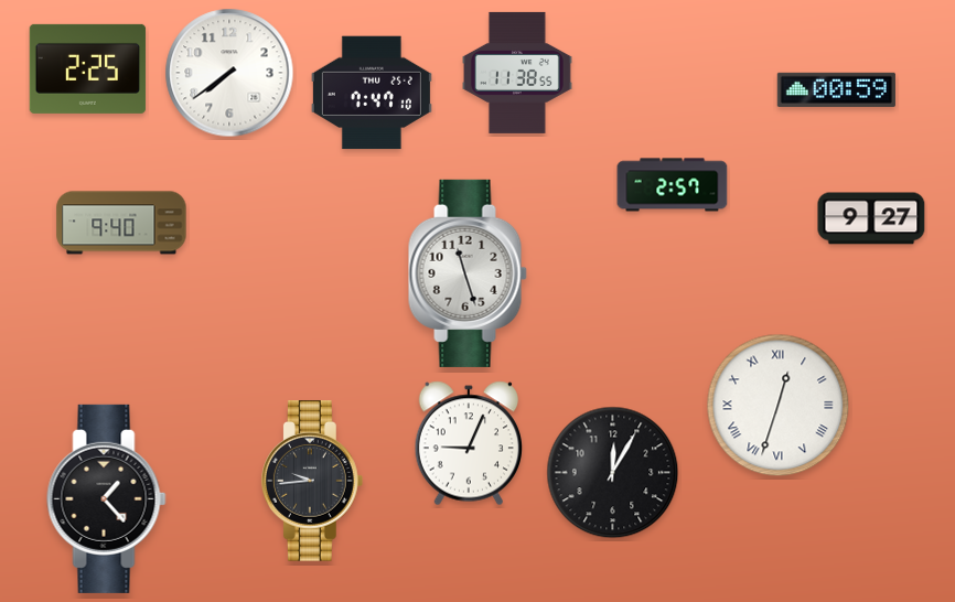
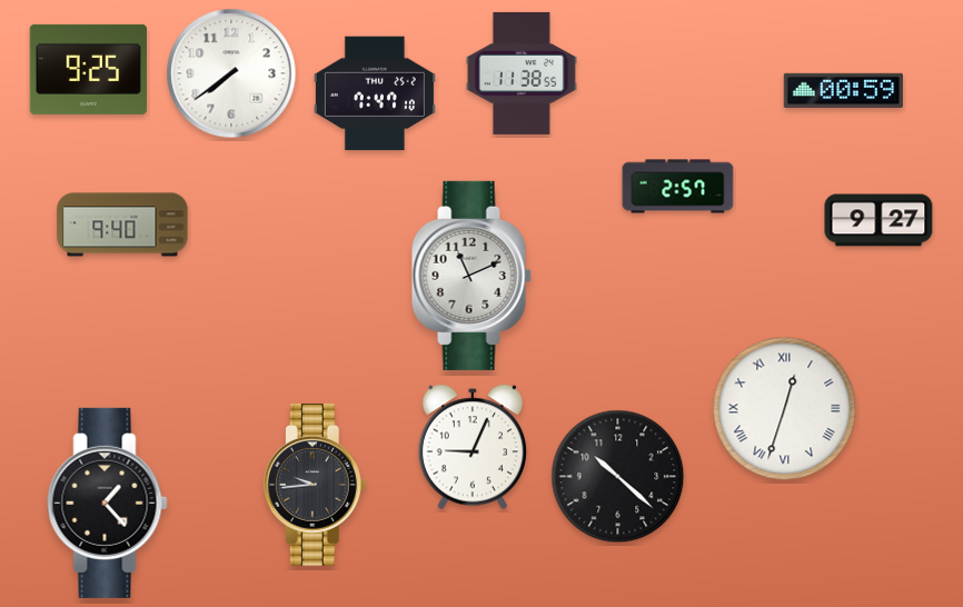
clock at (88, 68): 2:25 -> 9:25
clock at (468, 273): 11:27 -> 11:11
clock at (613, 473): 12:05 -> 10:22
